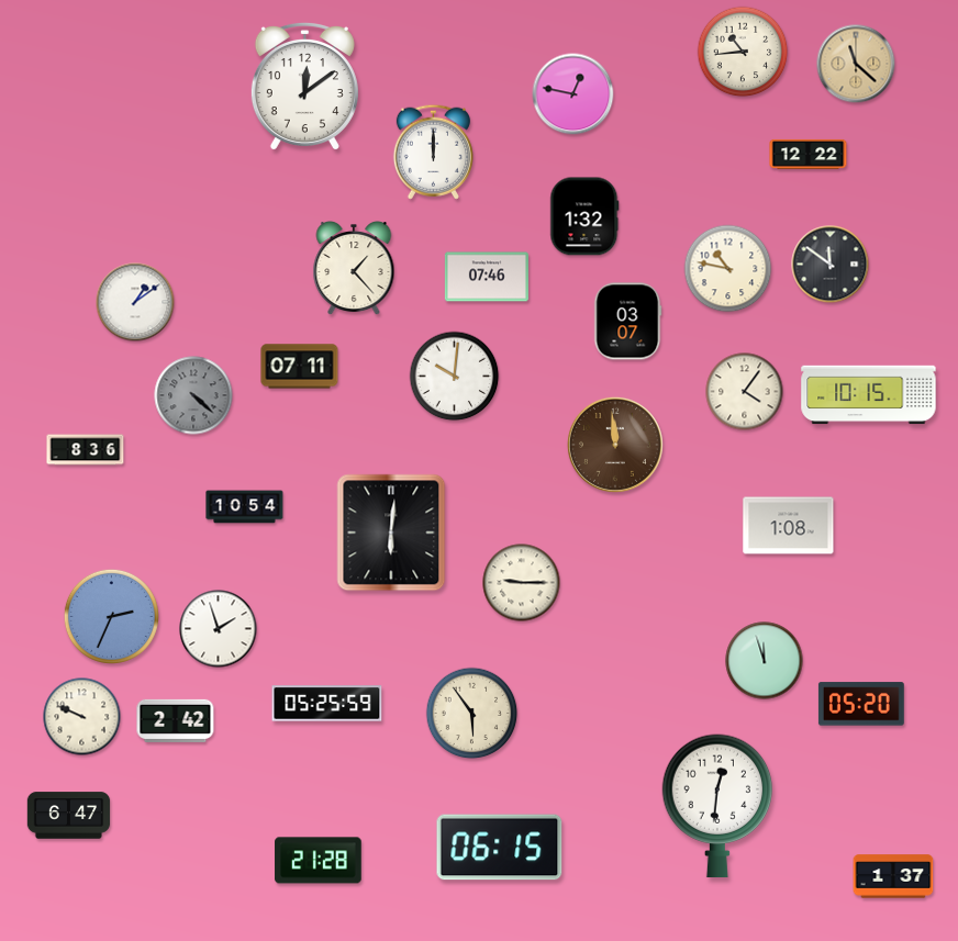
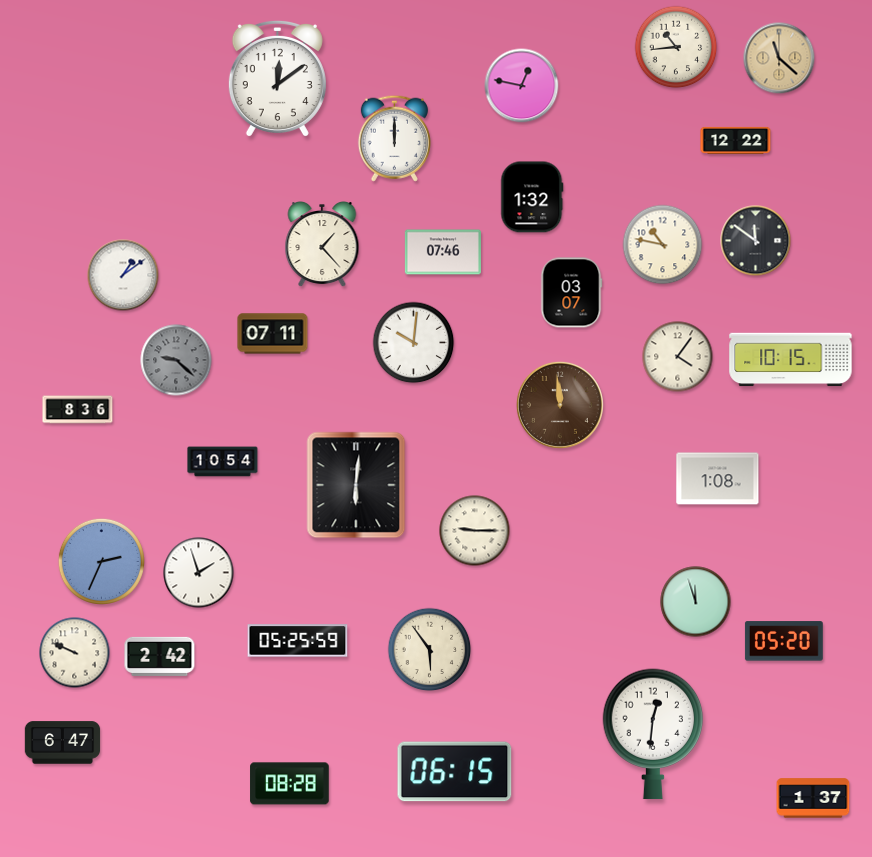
clock at (193, 395): 4:22 -> 9:22
clock at (319, 861): 21:28 -> 08:28
